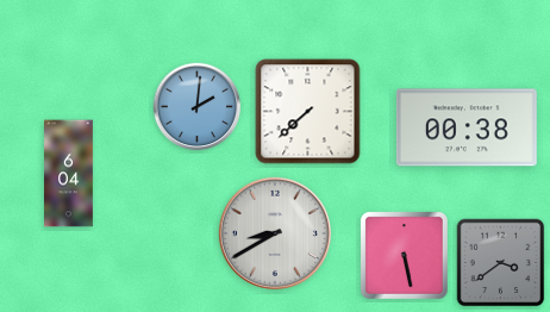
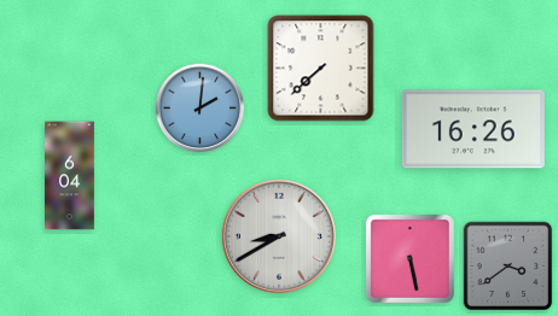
clock at (308, 112) position: (308, 112) -> (321, 69)
clock at (467, 127): 00:38 -> 16:26
